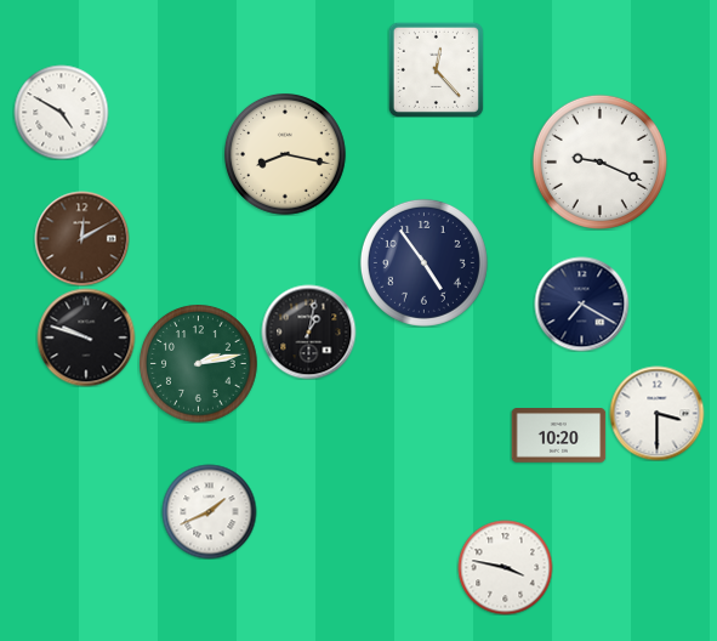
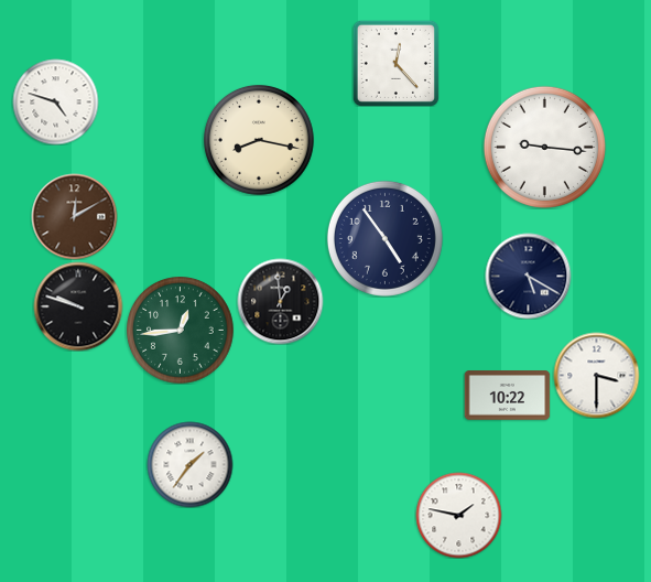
clock at (61, 112): 4:50 -> 4:48
clock at (599, 161): 9:19 -> 9:16
clock at (581, 304): 7:20 -> 5:20
clock at (308, 331): 1:02 -> 12:59
clock at (199, 364): 2:13 -> 12:44
clock at (558, 436): 10:20 -> 10:22
clock at (209, 511): 1:41 -> 1:36
clock at (505, 567): 3:47 -> 1:47
